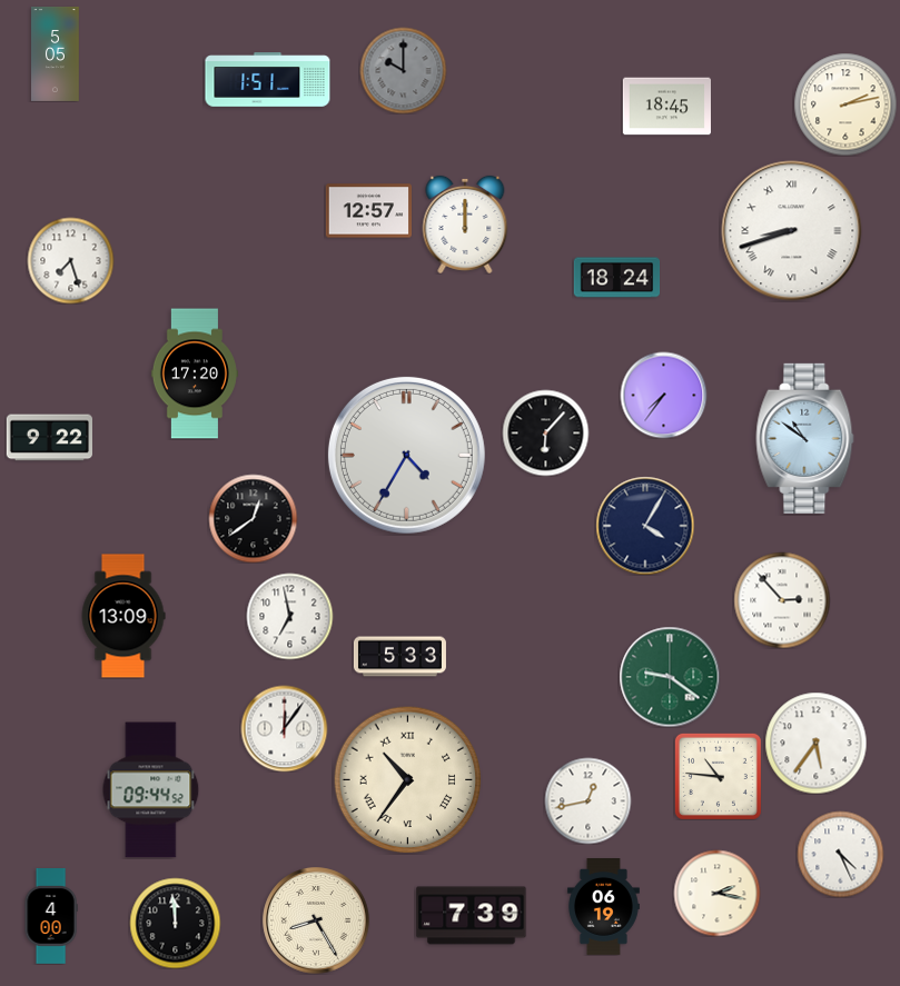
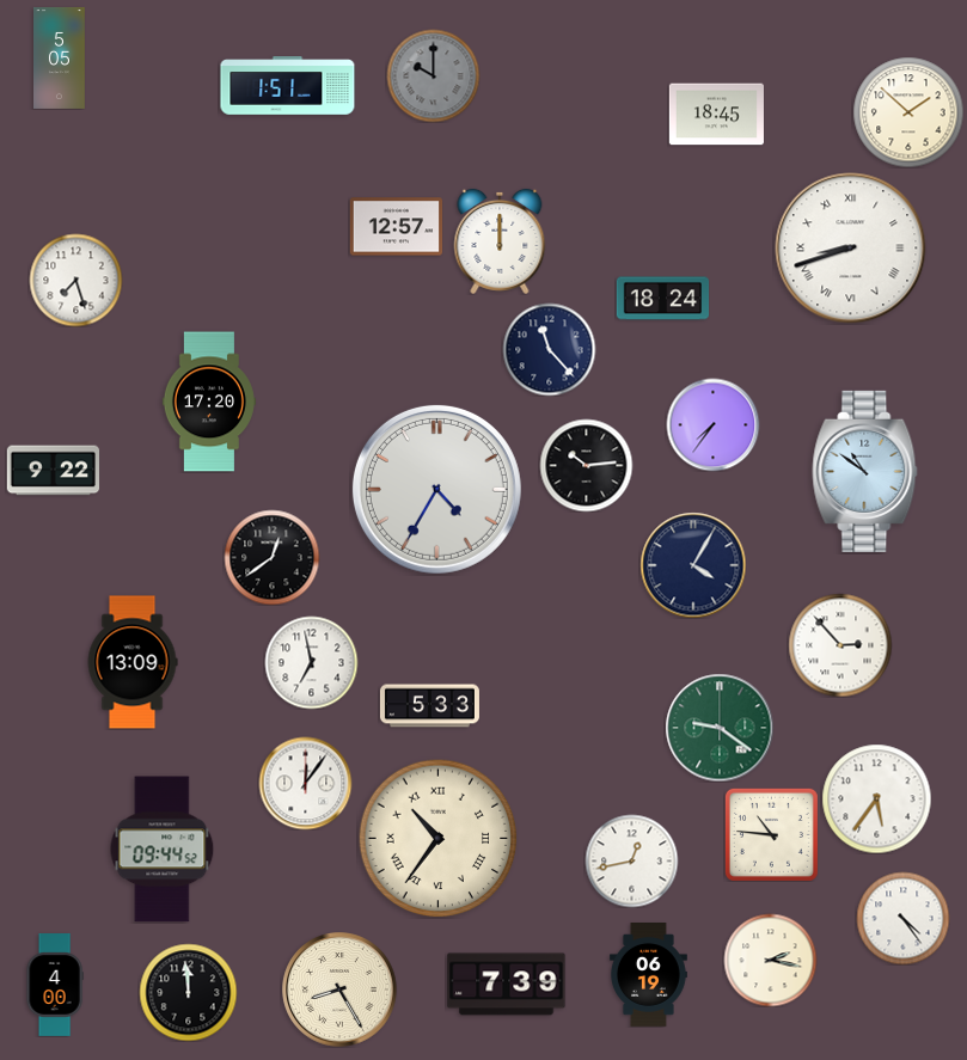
clock at (845, 104): 2:13 -> 1:52
clock at (549, 349): none -> 11:23
clock at (545, 432): 6:07 -> 10:14
clock at (840, 854): 4:26 -> 4:24
